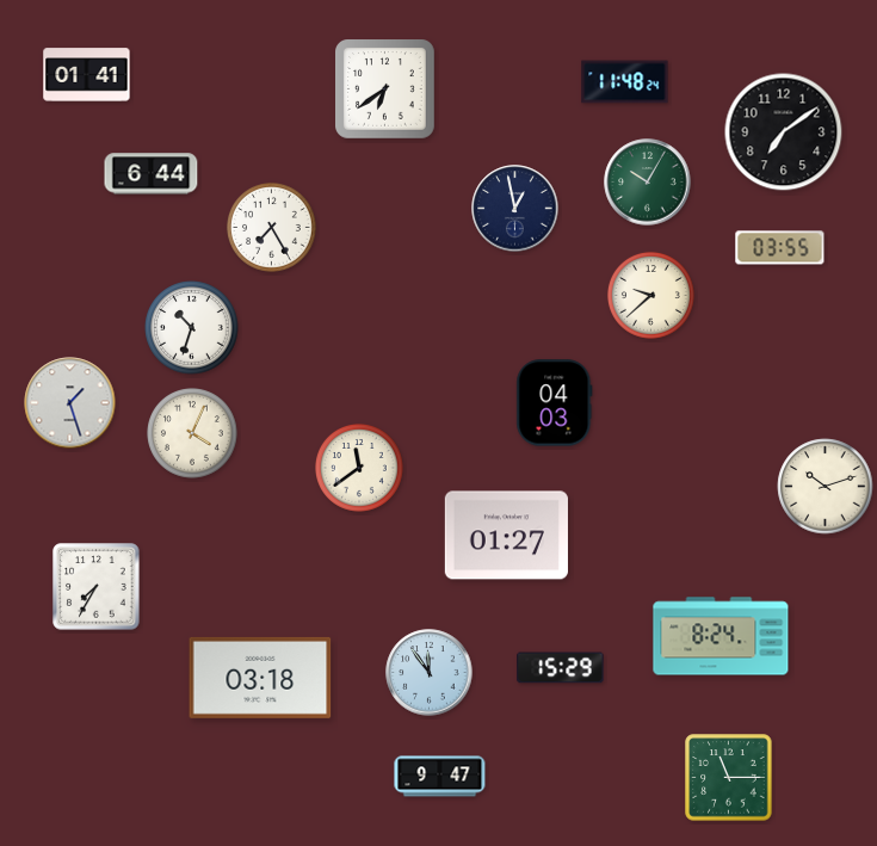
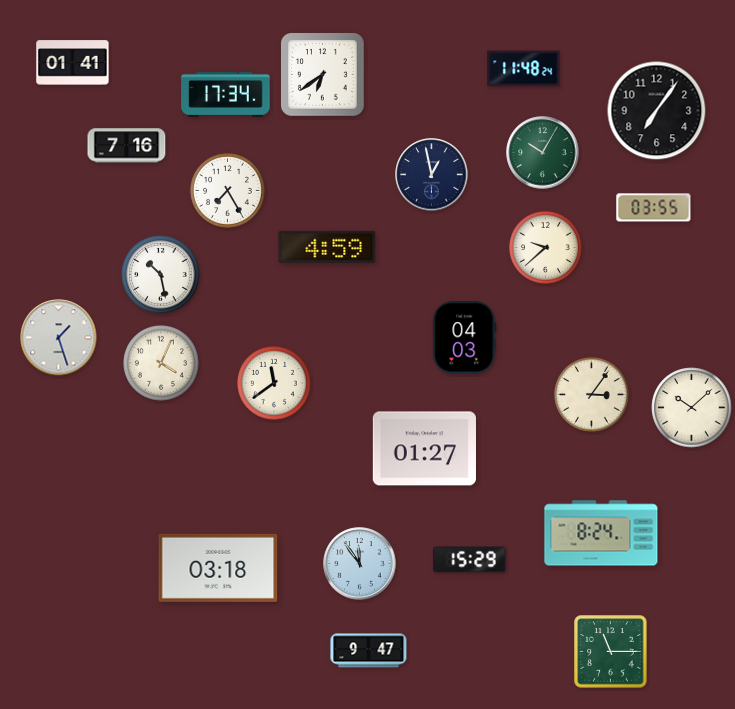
clock at (226, 94): none -> 17:34
clock at (784, 132): 7:09 -> 7:06
clock at (152, 174): 6:44 -> 7:16
clock at (327, 247): none -> 4:59
clock at (192, 328): 10:33 -> 10:28
clock at (360, 469) position: (360, 469) -> (275, 384)
clock at (592, 395): none -> 3:06
clock at (826, 487): 10:12 -> 10:08
clock at (97, 587): 7:35 -> none
clock at (721, 636) position: (721, 636) -> (601, 533)
